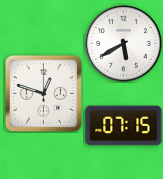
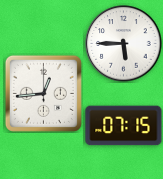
clock at (124, 44): 5:40 -> 5:45
clock at (43, 93): 12:48 -> 12:44
